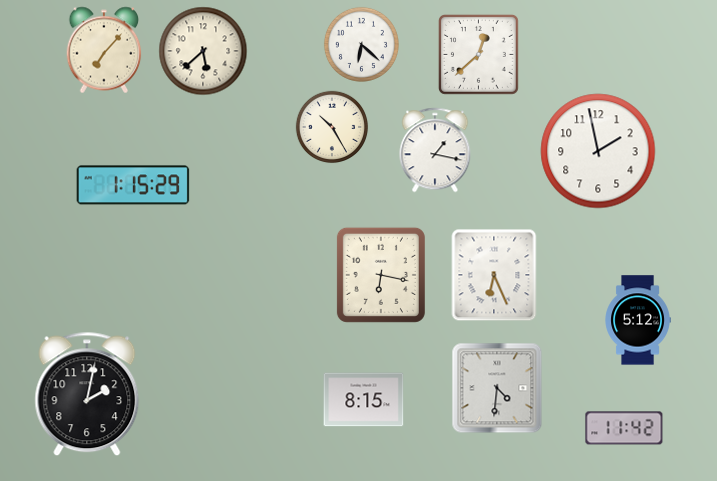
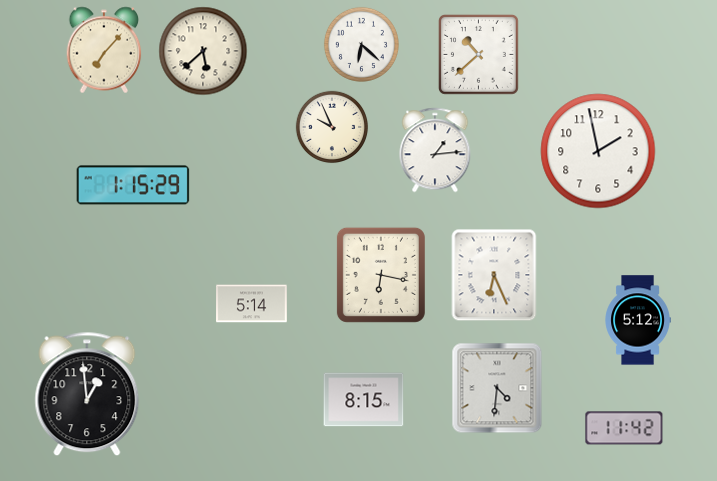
clock at (478, 54): 12:38 -> 10:38
clock at (332, 127): 10:25 -> 9:56
clock at (435, 150): 1:17 -> 1:14
clock at (252, 304): none -> 5:14
clock at (87, 394): 2:02 -> 12:59
